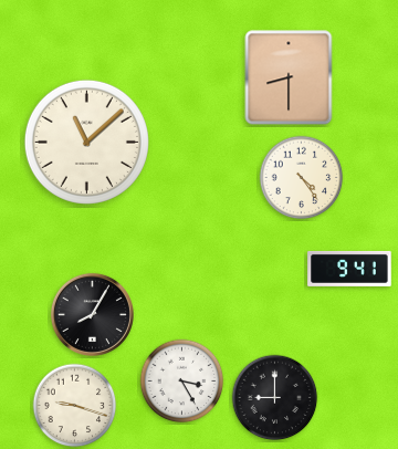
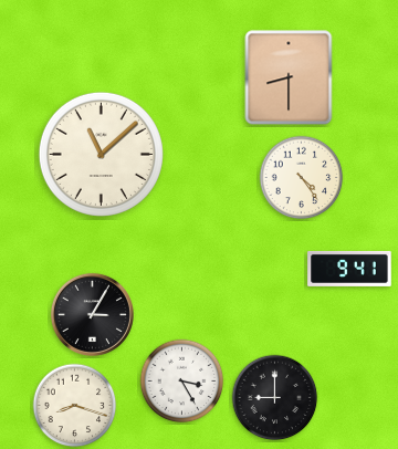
clock at (86, 142) position: (86, 142) -> (101, 154)
clock at (92, 314): 8:05 -> 3:05
clock at (75, 406): 9:18 -> 8:18
